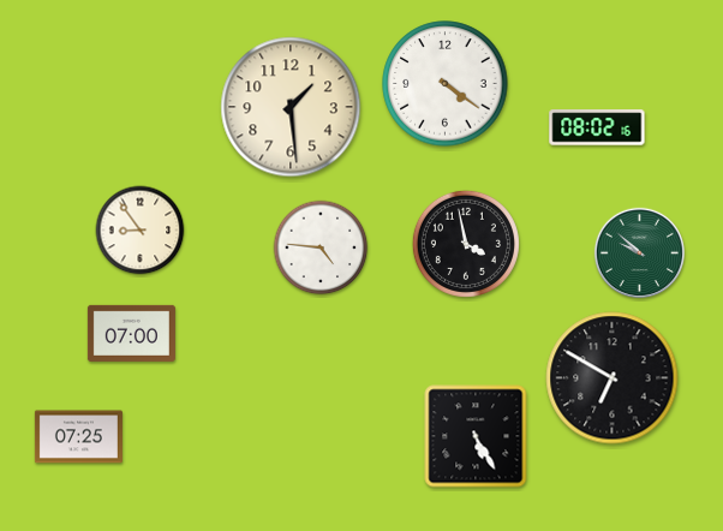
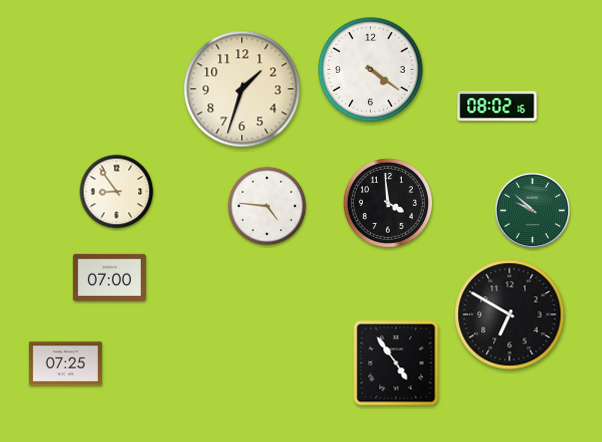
clock at (291, 107): 1:29 -> 1:33
clock at (466, 244): 3:58 -> 3:59
clock at (476, 436): 5:25 -> 4:54
